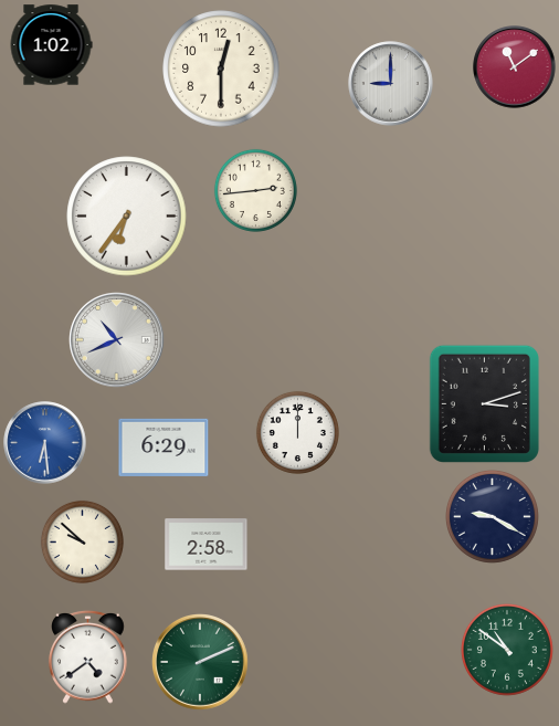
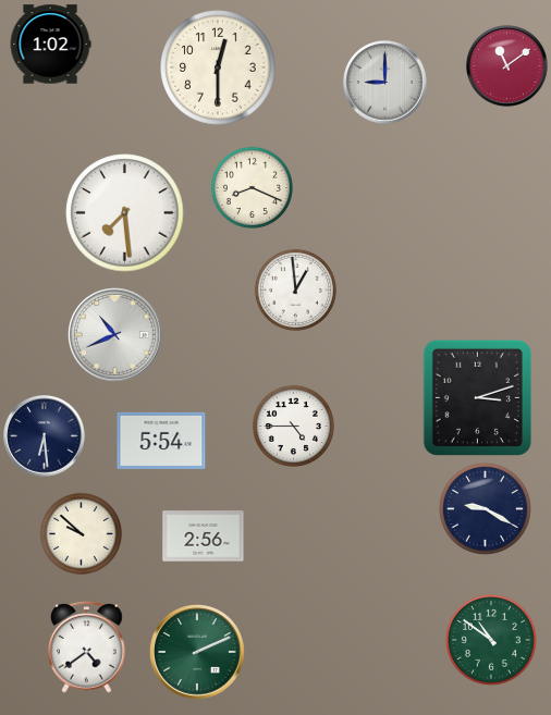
clock at (255, 190): 2:44 -> 8:19
clock at (127, 217): 6:36 -> 7:29
clock at (295, 289): none -> 12:59
clock at (297, 432): 12:00 -> 4:45
clock at (45, 443) dial: blue -> navy
clock at (164, 448): 6:29 -> 5:54
clock at (207, 545): 2:58 -> 2:56
clock at (507, 650) position: (507, 650) -> (491, 640)
